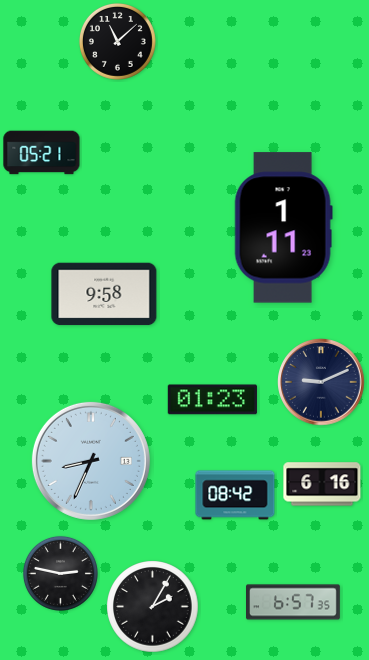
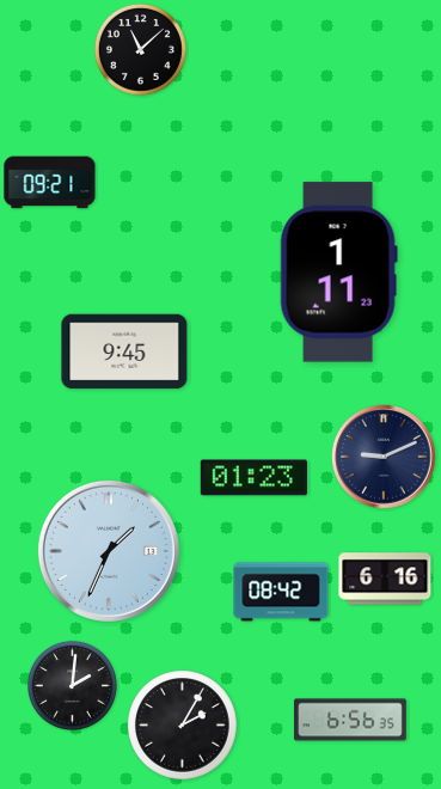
clock at (42, 153): 05:21 -> 09:21
clock at (104, 294): 9:58 -> 9:45
clock at (91, 461): 8:34 -> 1:34
clock at (60, 573): 2:47 -> 2:01
clock at (294, 602): 6:57 -> 6:56
